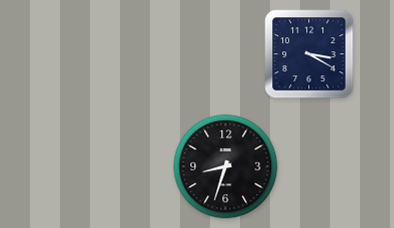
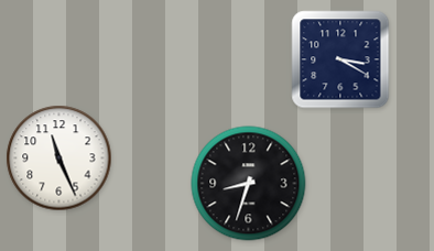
clock at (59, 159): none -> 11:26
